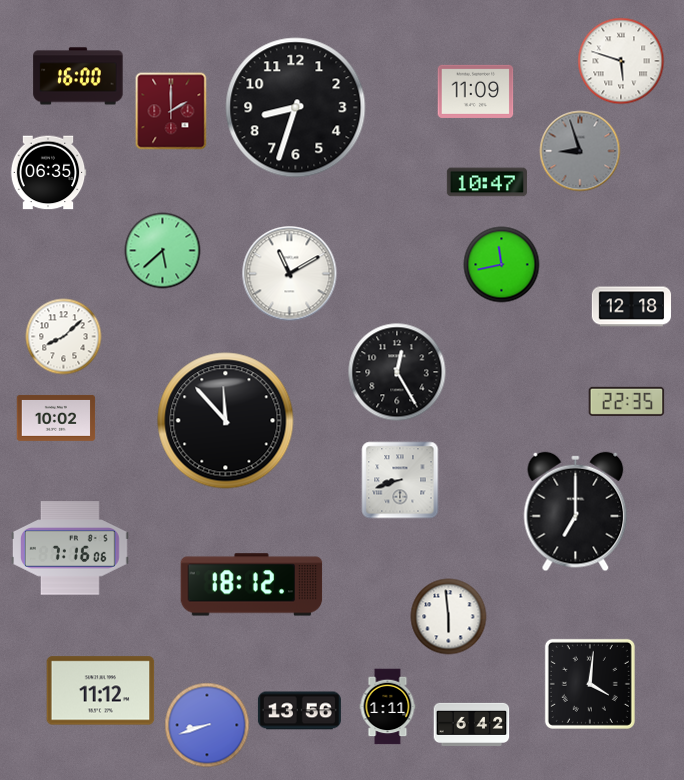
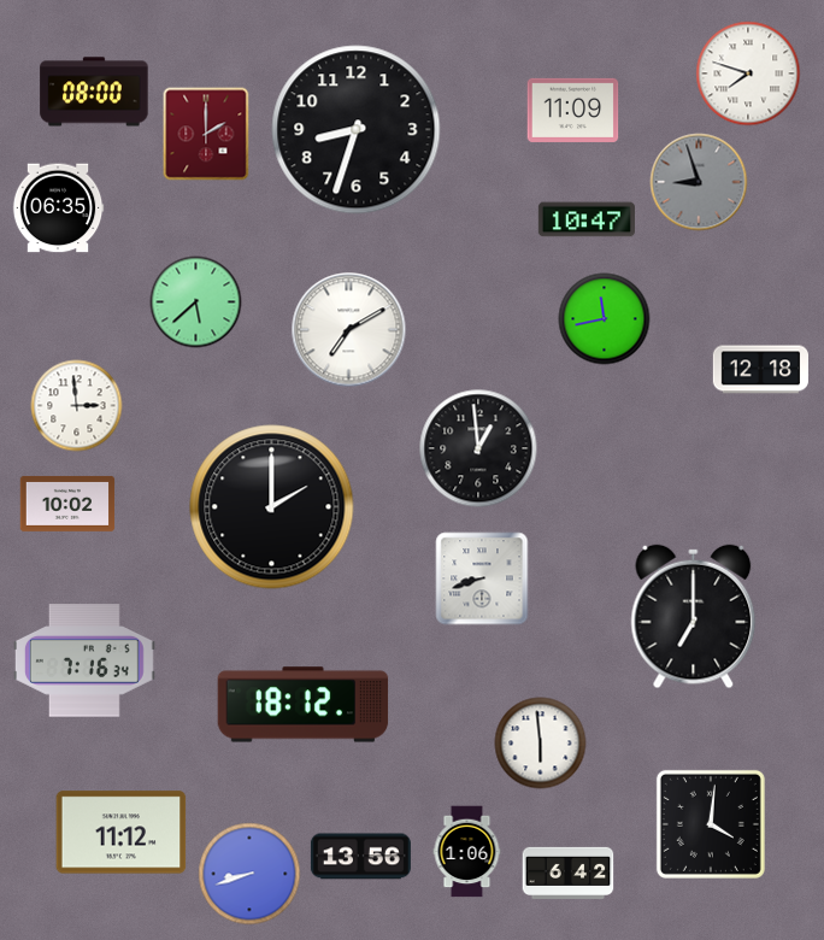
clock at (621, 61): 5:48 -> 7:48
clock at (78, 76): 16:00 -> 08:00
clock at (290, 274): 11:10 -> 7:10
clock at (64, 337): 8:08 -> 2:59
clock at (397, 372): 12:25 -> 12:59
clock at (627, 401): 22:35 -> none
clock at (226, 421): 11:53 -> 2:00
clock at (70, 548): 7:16:06 -> 7:16:34
clock at (388, 707): 1:11 -> 1:06
